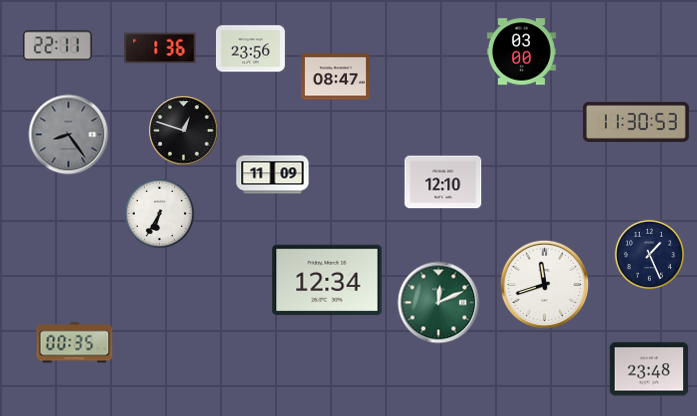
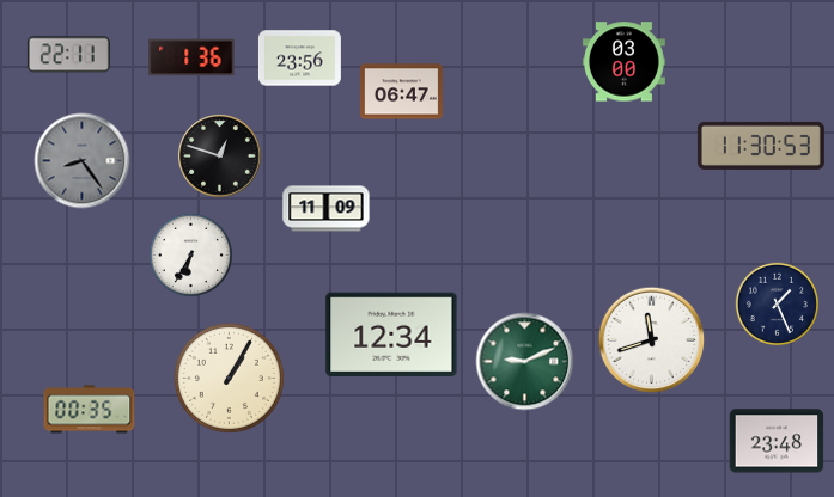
clock at (335, 77): 08:47 -> 06:47
clock at (443, 182): 12:10 -> none
clock at (439, 303): 12:11 -> 9:11
clock at (229, 378): none -> 1:05
